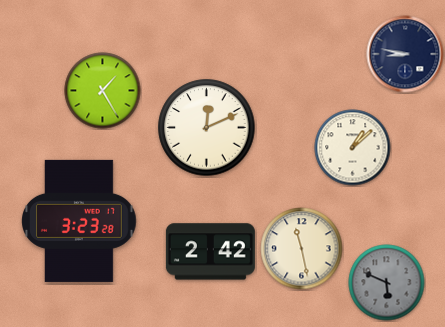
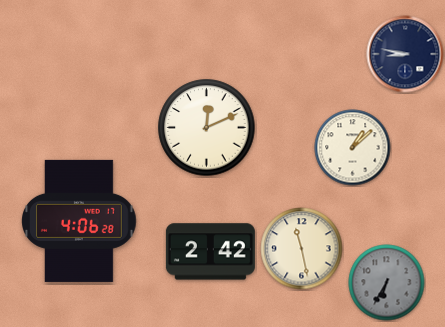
clock at (103, 91): 1:25 -> none
clock at (79, 221): 3:23 -> 4:06
clock at (387, 283): 5:49 -> 6:35
